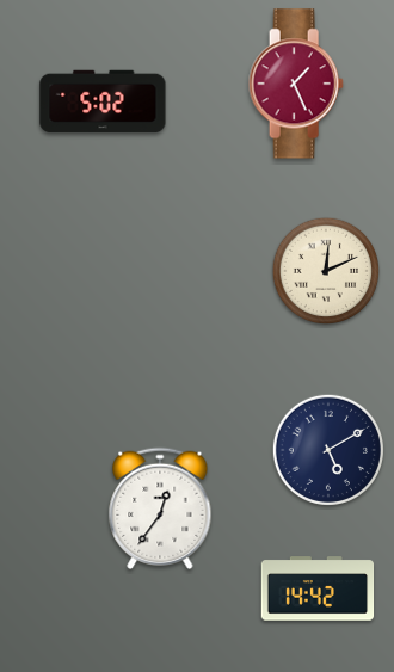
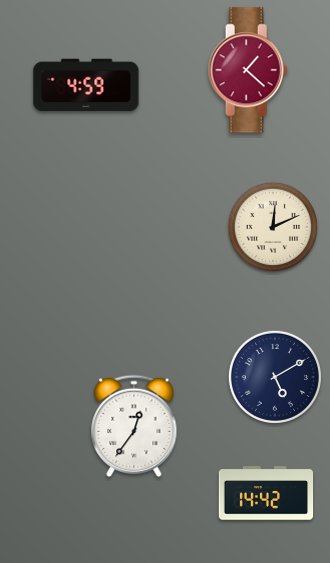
clock at (296, 84): 1:26 -> 1:22
clock at (103, 101): 5:02 -> 4:59
